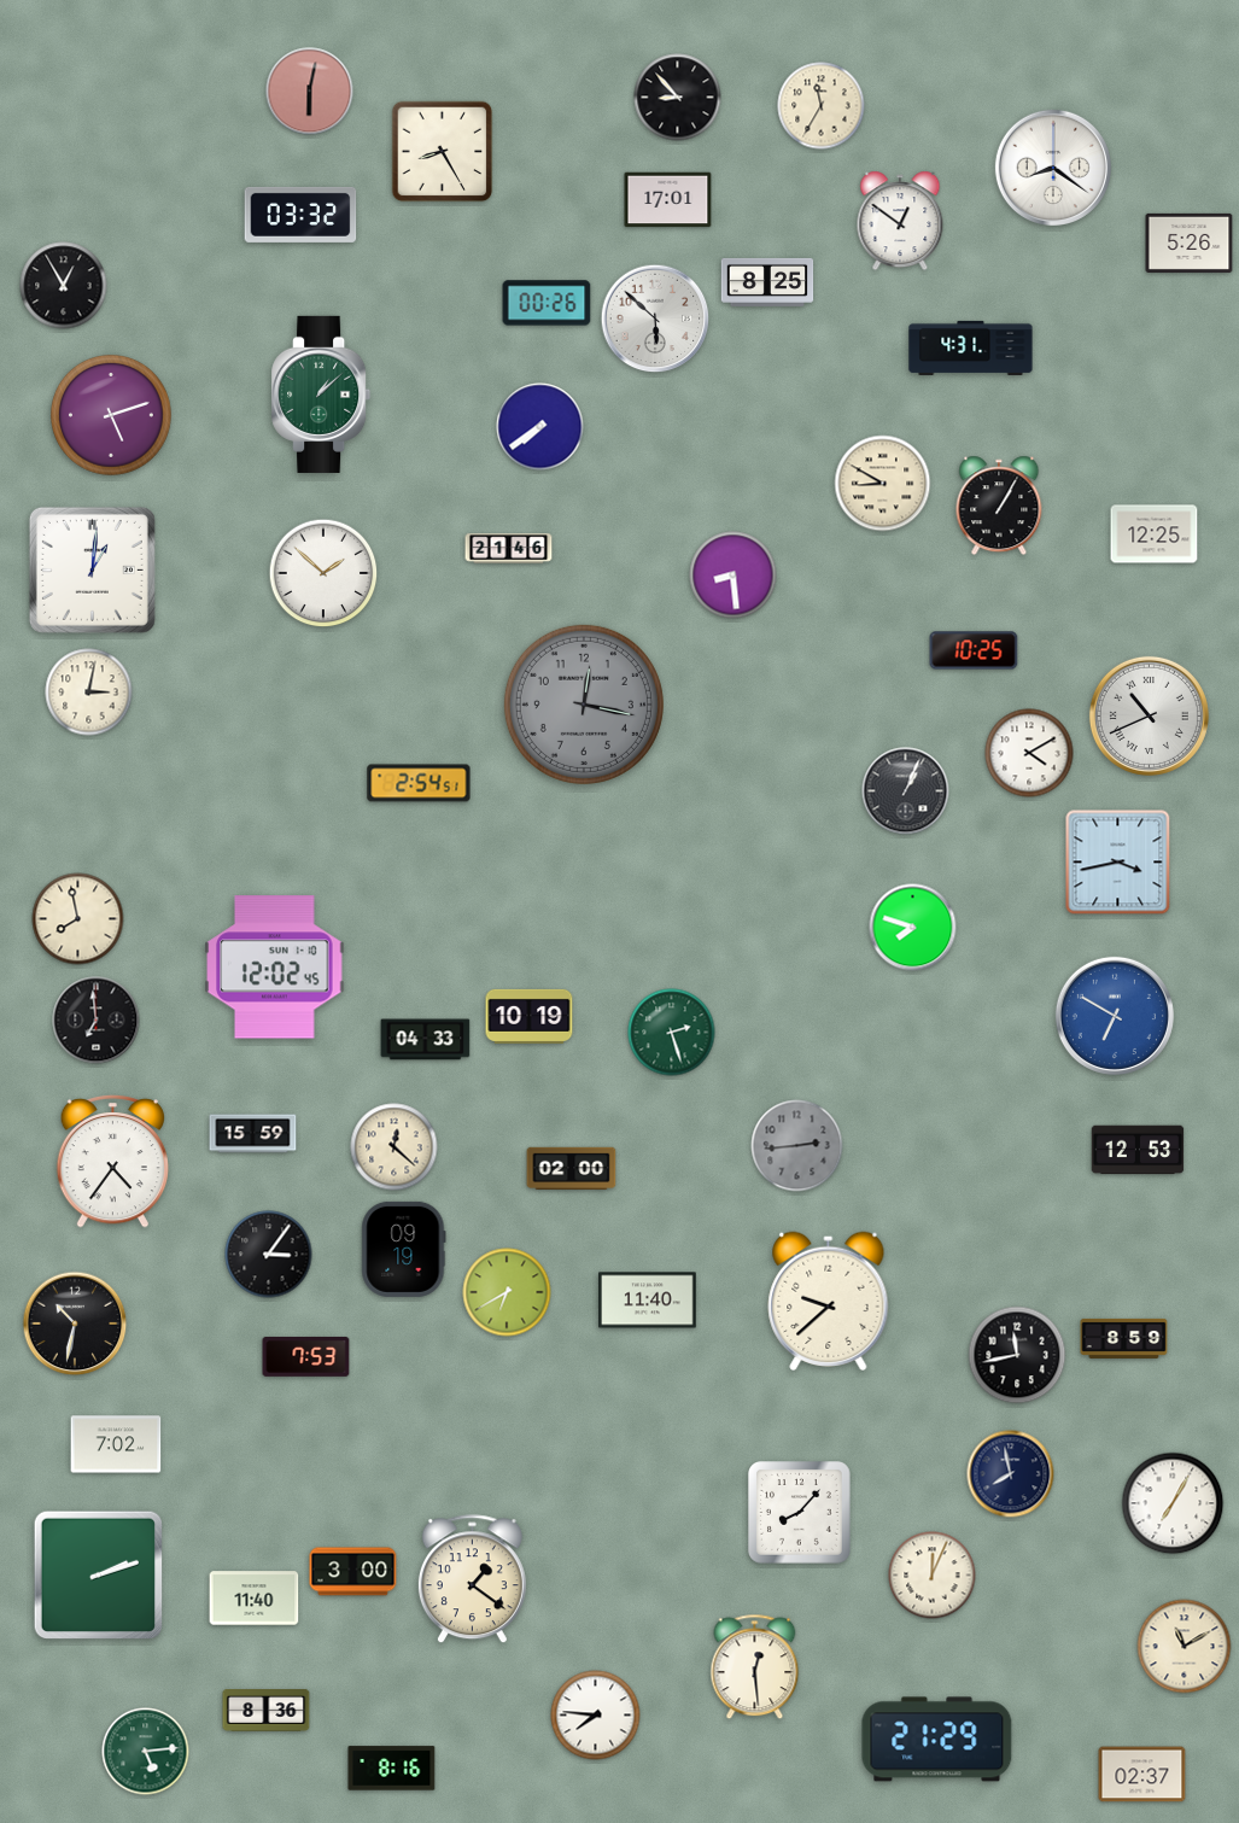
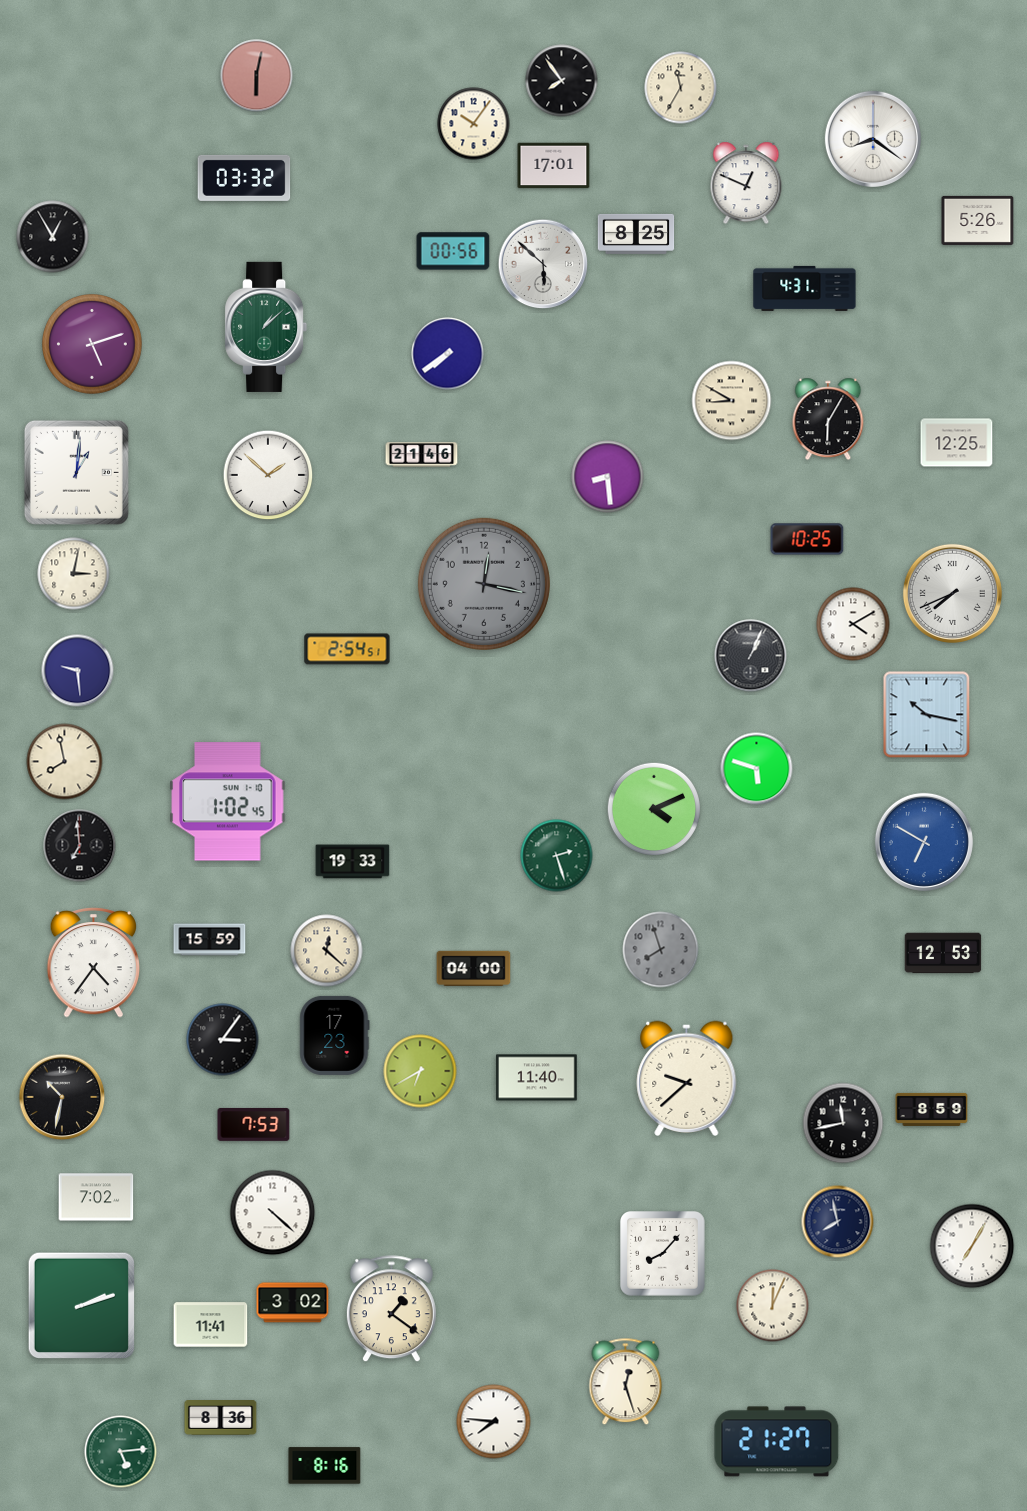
clock at (678, 98): 8:53 -> 7:54
clock at (474, 124): none -> 10:06
clock at (443, 152): 8:25 -> none
clock at (300, 215) position: (300, 215) -> (244, 178)
clock at (900, 221): 12:51 -> 12:49
clock at (1190, 243) position: (1190, 243) -> (978, 220)
clock at (547, 303): 00:26 -> 00:56
clock at (999, 506): 1:05 -> 6:05
clock at (1149, 715): 10:41 -> 7:41
clock at (78, 671): none -> 9:29
clock at (1118, 863): 3:43 -> 10:17
clock at (913, 928): 7:48 -> 5:48
clock at (275, 968): 12:02 -> 1:02
clock at (653, 808): none -> 4:11
clock at (530, 1016): 10:19 -> none
clock at (426, 1040): 04:33 -> 19:33
clock at (797, 1146): 2:44 -> 7:57
clock at (572, 1169): 02:00 -> 04:00
clock at (404, 1249): 09:19 -> 17:23
clock at (273, 1213): none -> 4:22
clock at (353, 1572): 3:00 -> 3:02
clock at (255, 1599): 11:40 -> 11:41
clock at (1185, 1647): 11:10 -> none
clock at (755, 1667): 12:29 -> 12:27
clock at (937, 1740): 21:29 -> 21:27
clock at (1142, 1775): 02:37 -> none
